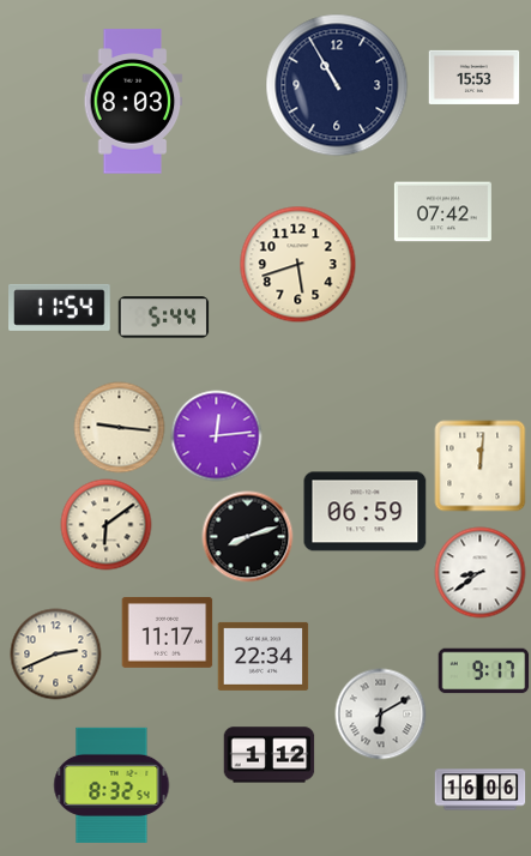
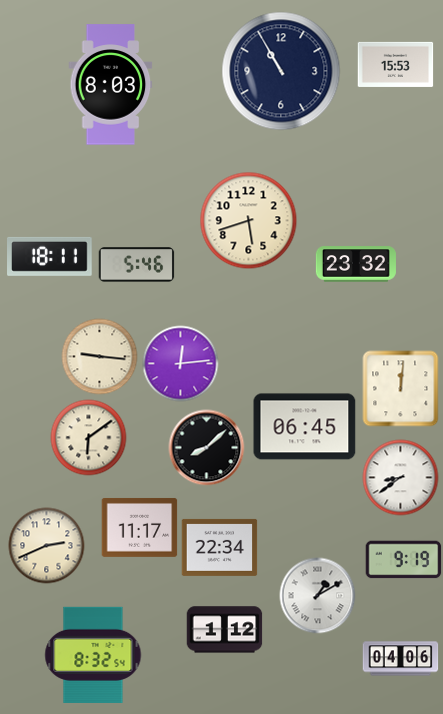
clock at (442, 212): 07:42 -> none
clock at (60, 307): 11:54 -> 18:11
clock at (356, 264): none -> 23:32
clock at (164, 318): 5:44 -> 5:46
clock at (366, 512): 06:59 -> 06:45
clock at (248, 537): 8:12 -> 8:08
clock at (484, 671): 9:17 -> 9:19
clock at (381, 715): 6:10 -> 1:10
clock at (481, 790): 16:06 -> 04:06
